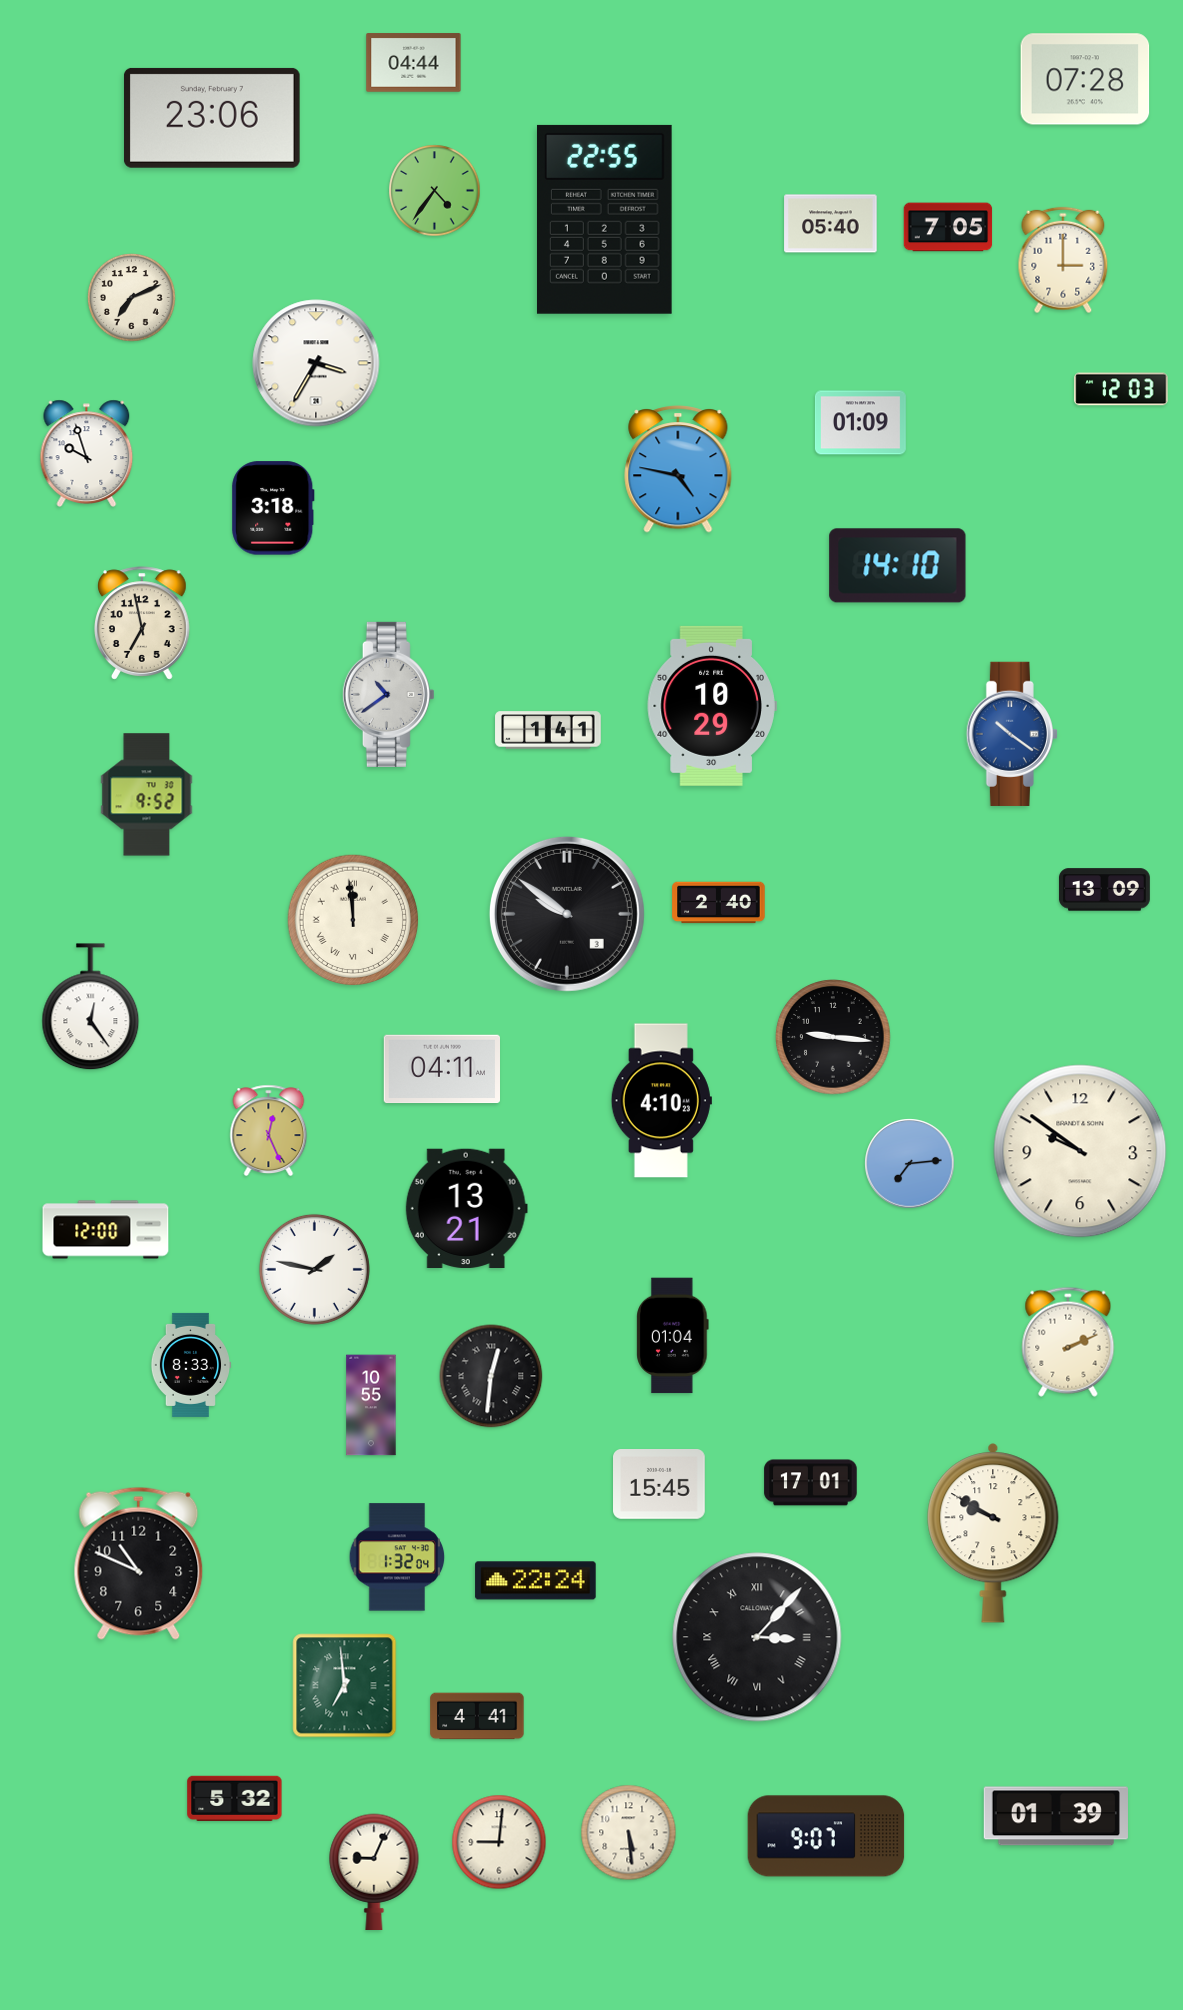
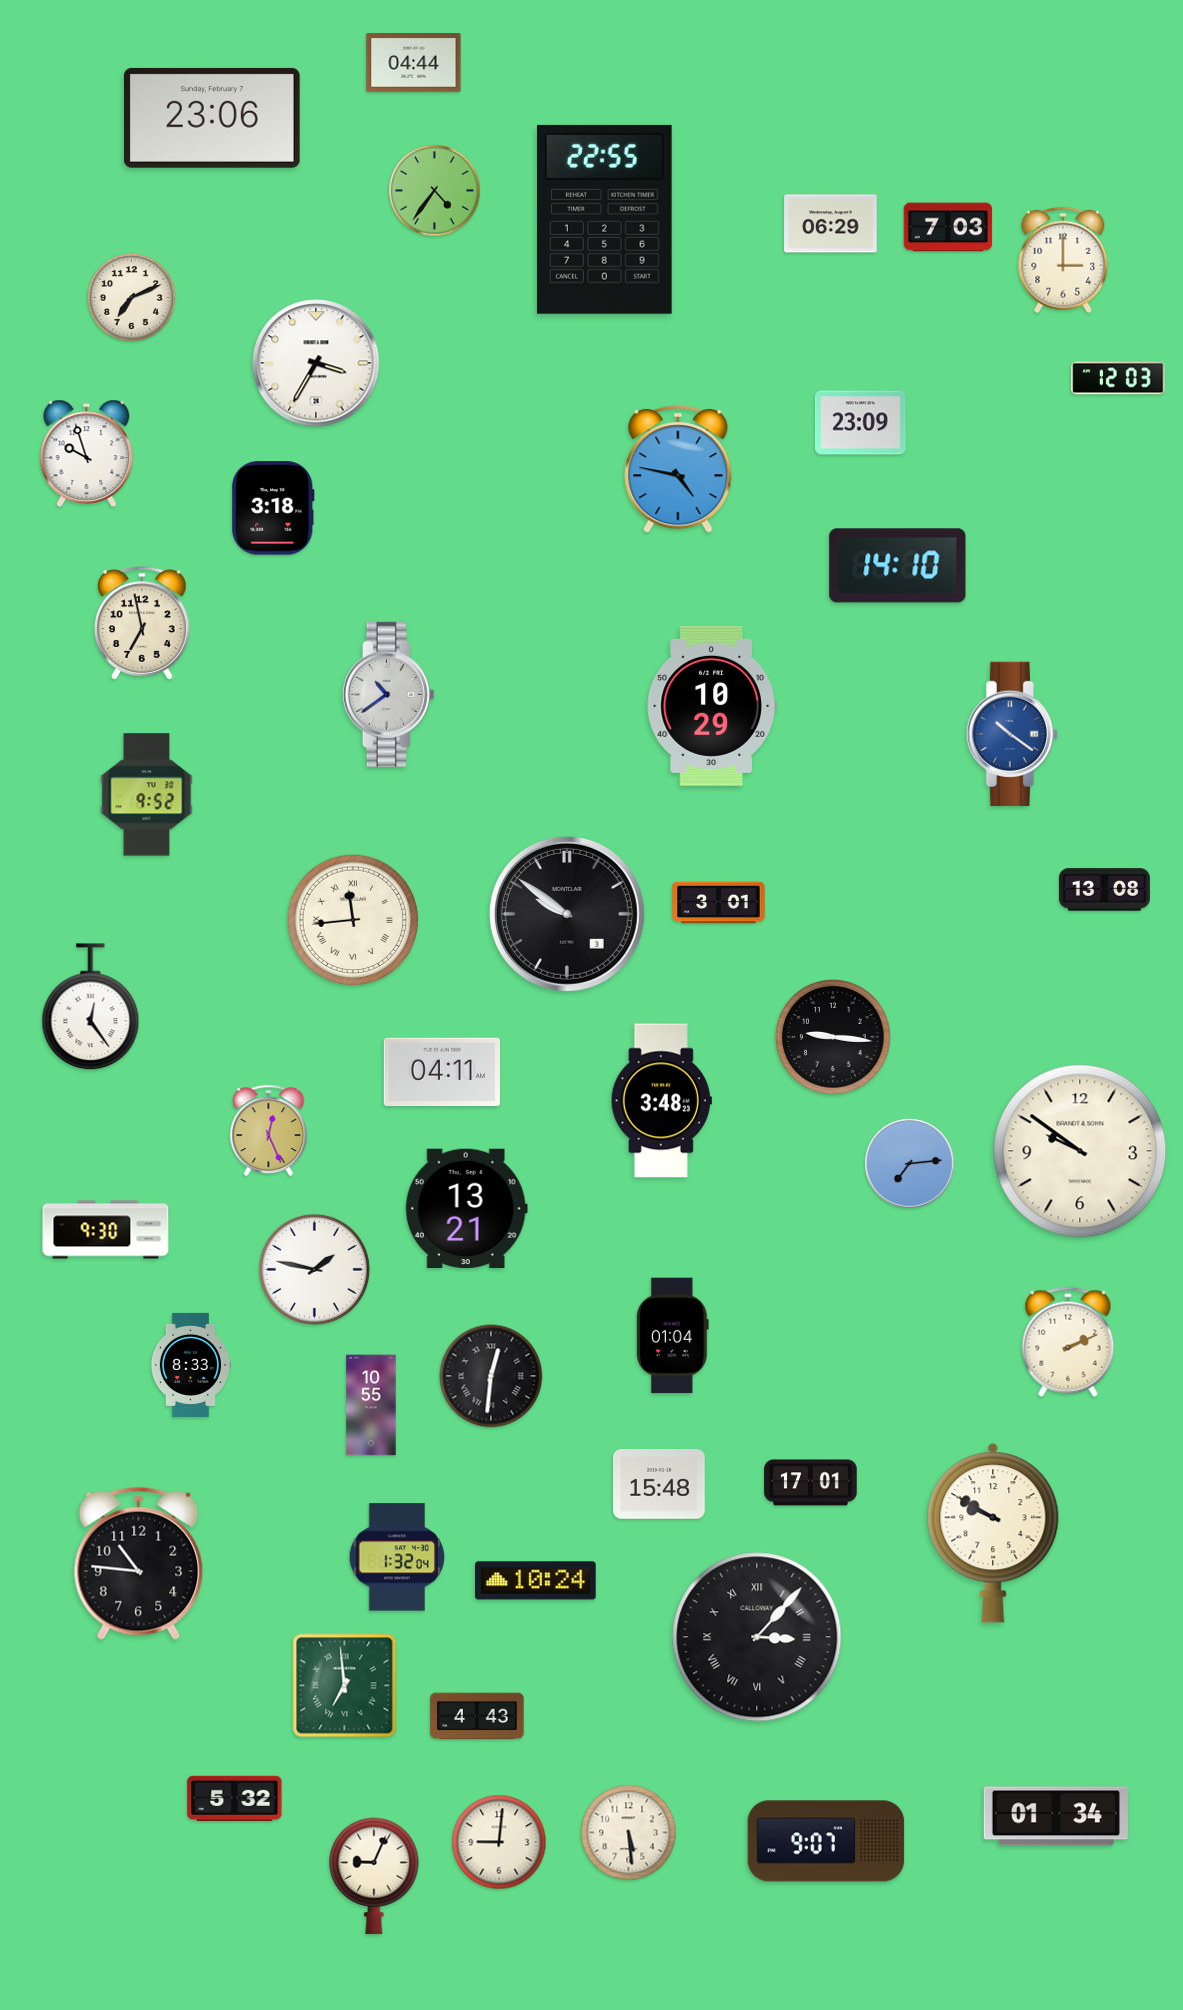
clock at (1085, 79): 07:28 -> none
clock at (831, 224): 05:40 -> 06:29
clock at (948, 227): 7:05 -> 7:03
clock at (1121, 389) position: (1121, 389) -> (1118, 378)
clock at (860, 423): 01:09 -> 23:09
clock at (548, 730): 1:41 -> none
clock at (1104, 890): 13:09 -> 13:08
clock at (719, 903): 2:40 -> 3:01
clock at (353, 920): 11:59 -> 11:44
clock at (441, 1069) position: (441, 1069) -> (441, 1072)
clock at (661, 1101): 4:10 -> 3:48
clock at (106, 1230): 12:00 -> 9:30
clock at (660, 1485): 15:45 -> 15:48
clock at (139, 1563): 10:49 -> 10:46
clock at (536, 1581): 22:24 -> 10:24
clock at (477, 1716): 4:41 -> 4:43
clock at (1056, 1816): 01:39 -> 01:34
clock at (826, 1836) position: (826, 1836) -> (826, 1841)
clock at (374, 1871) position: (374, 1871) -> (374, 1875)
